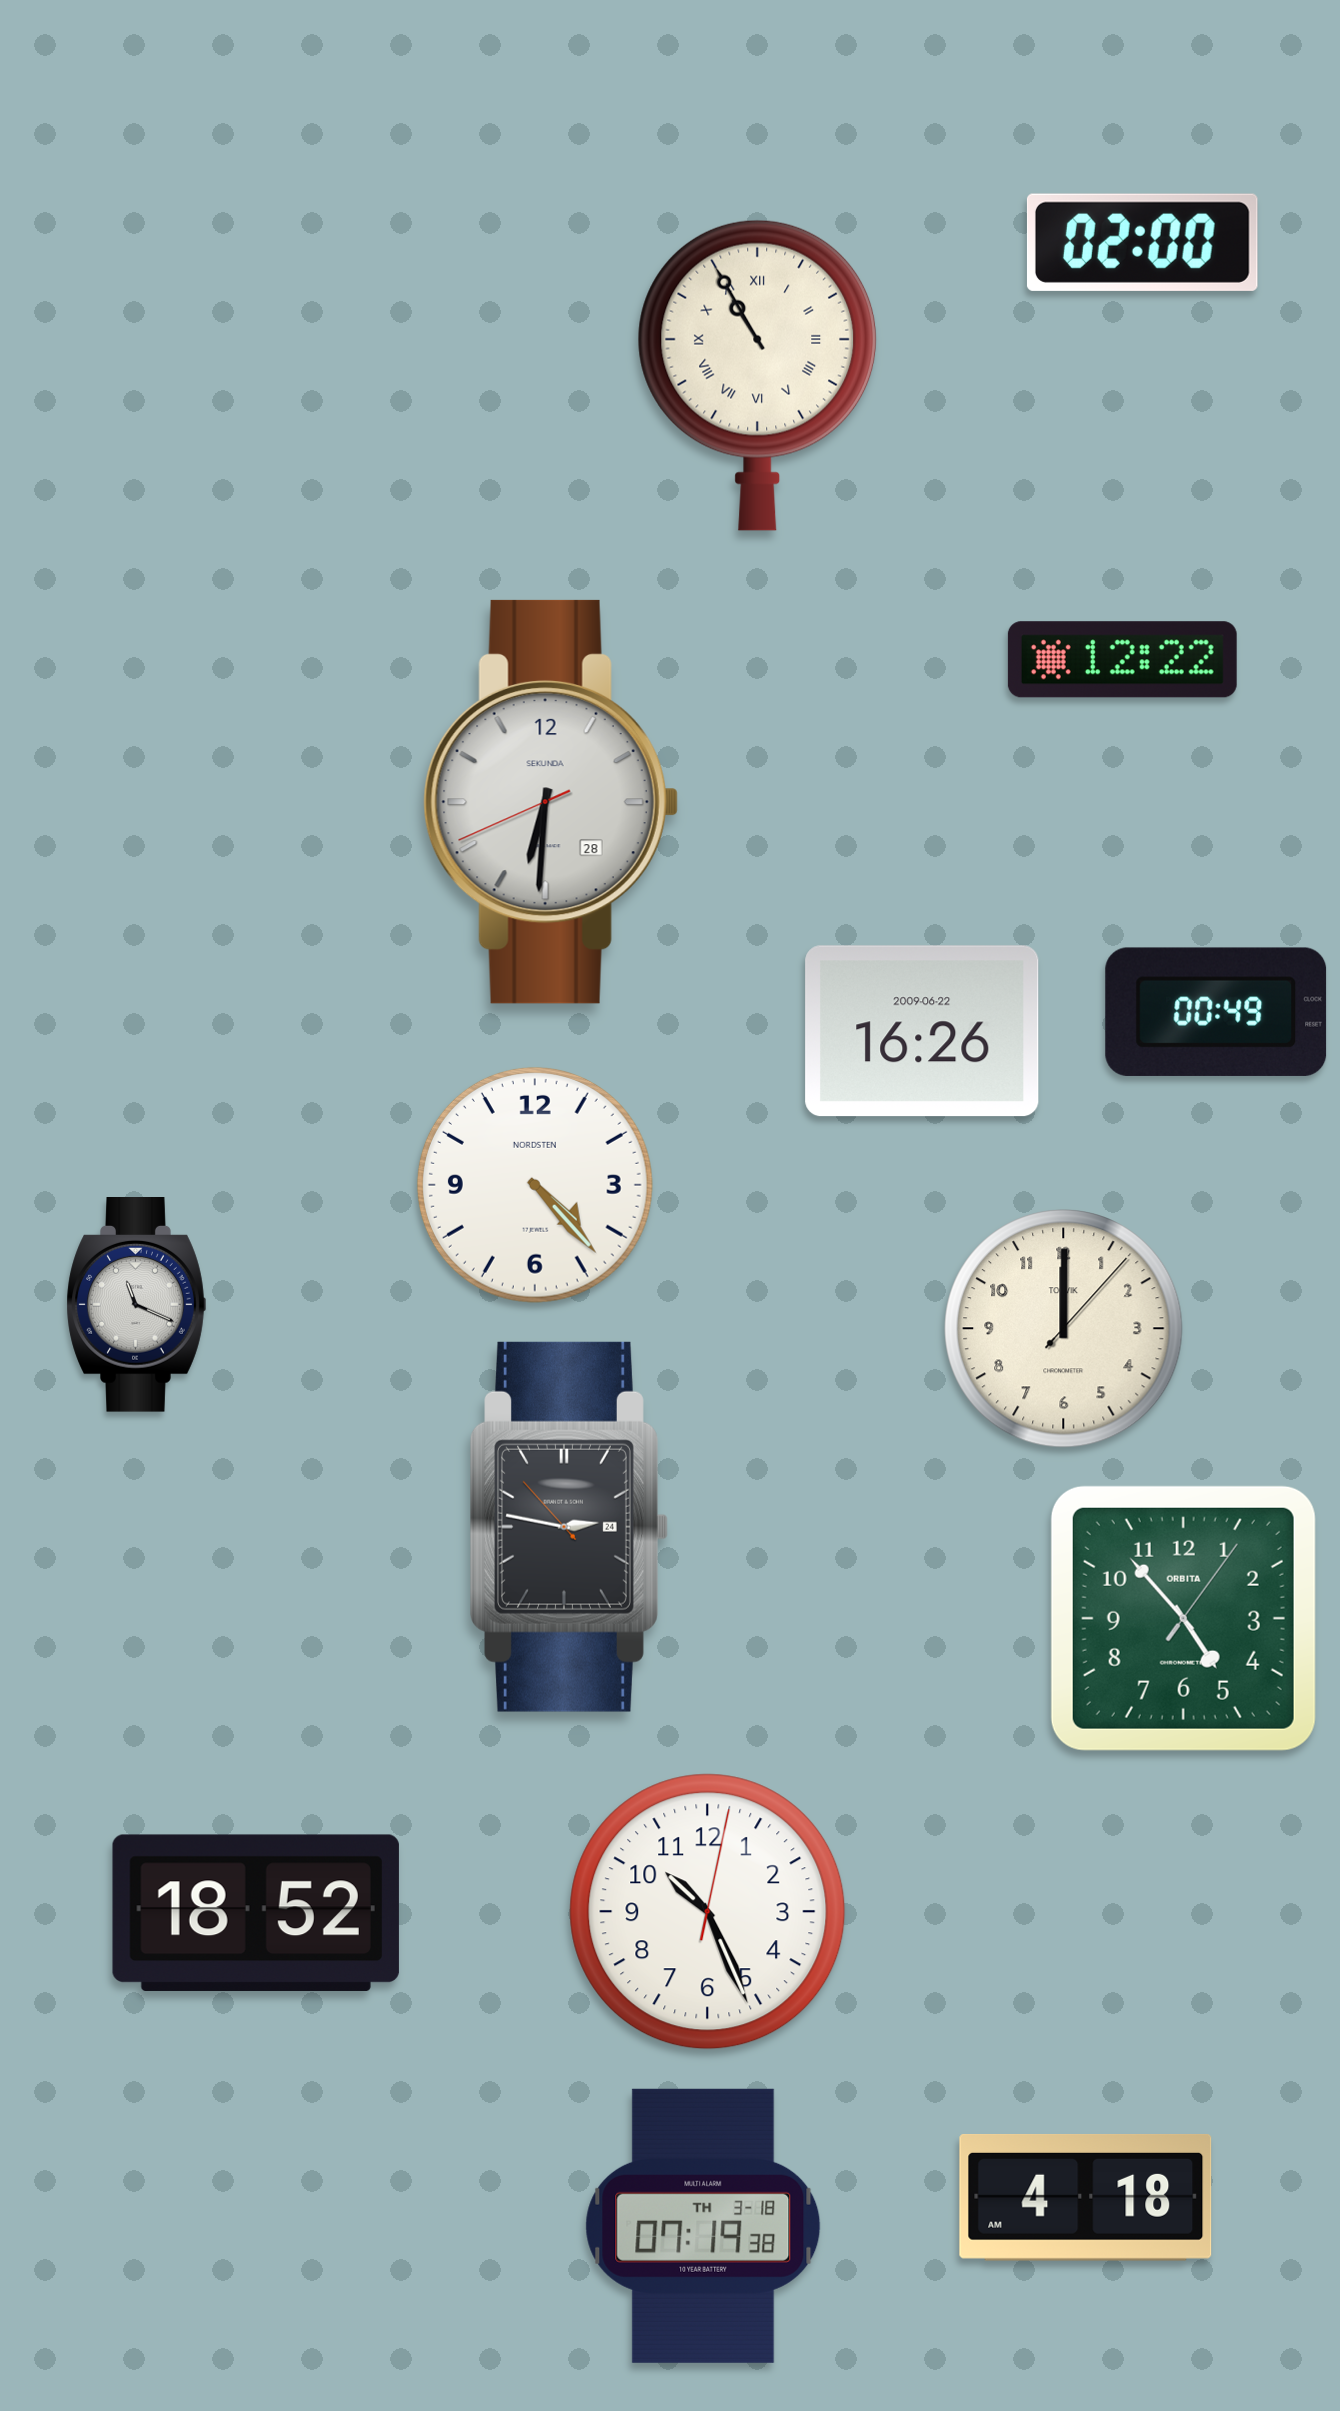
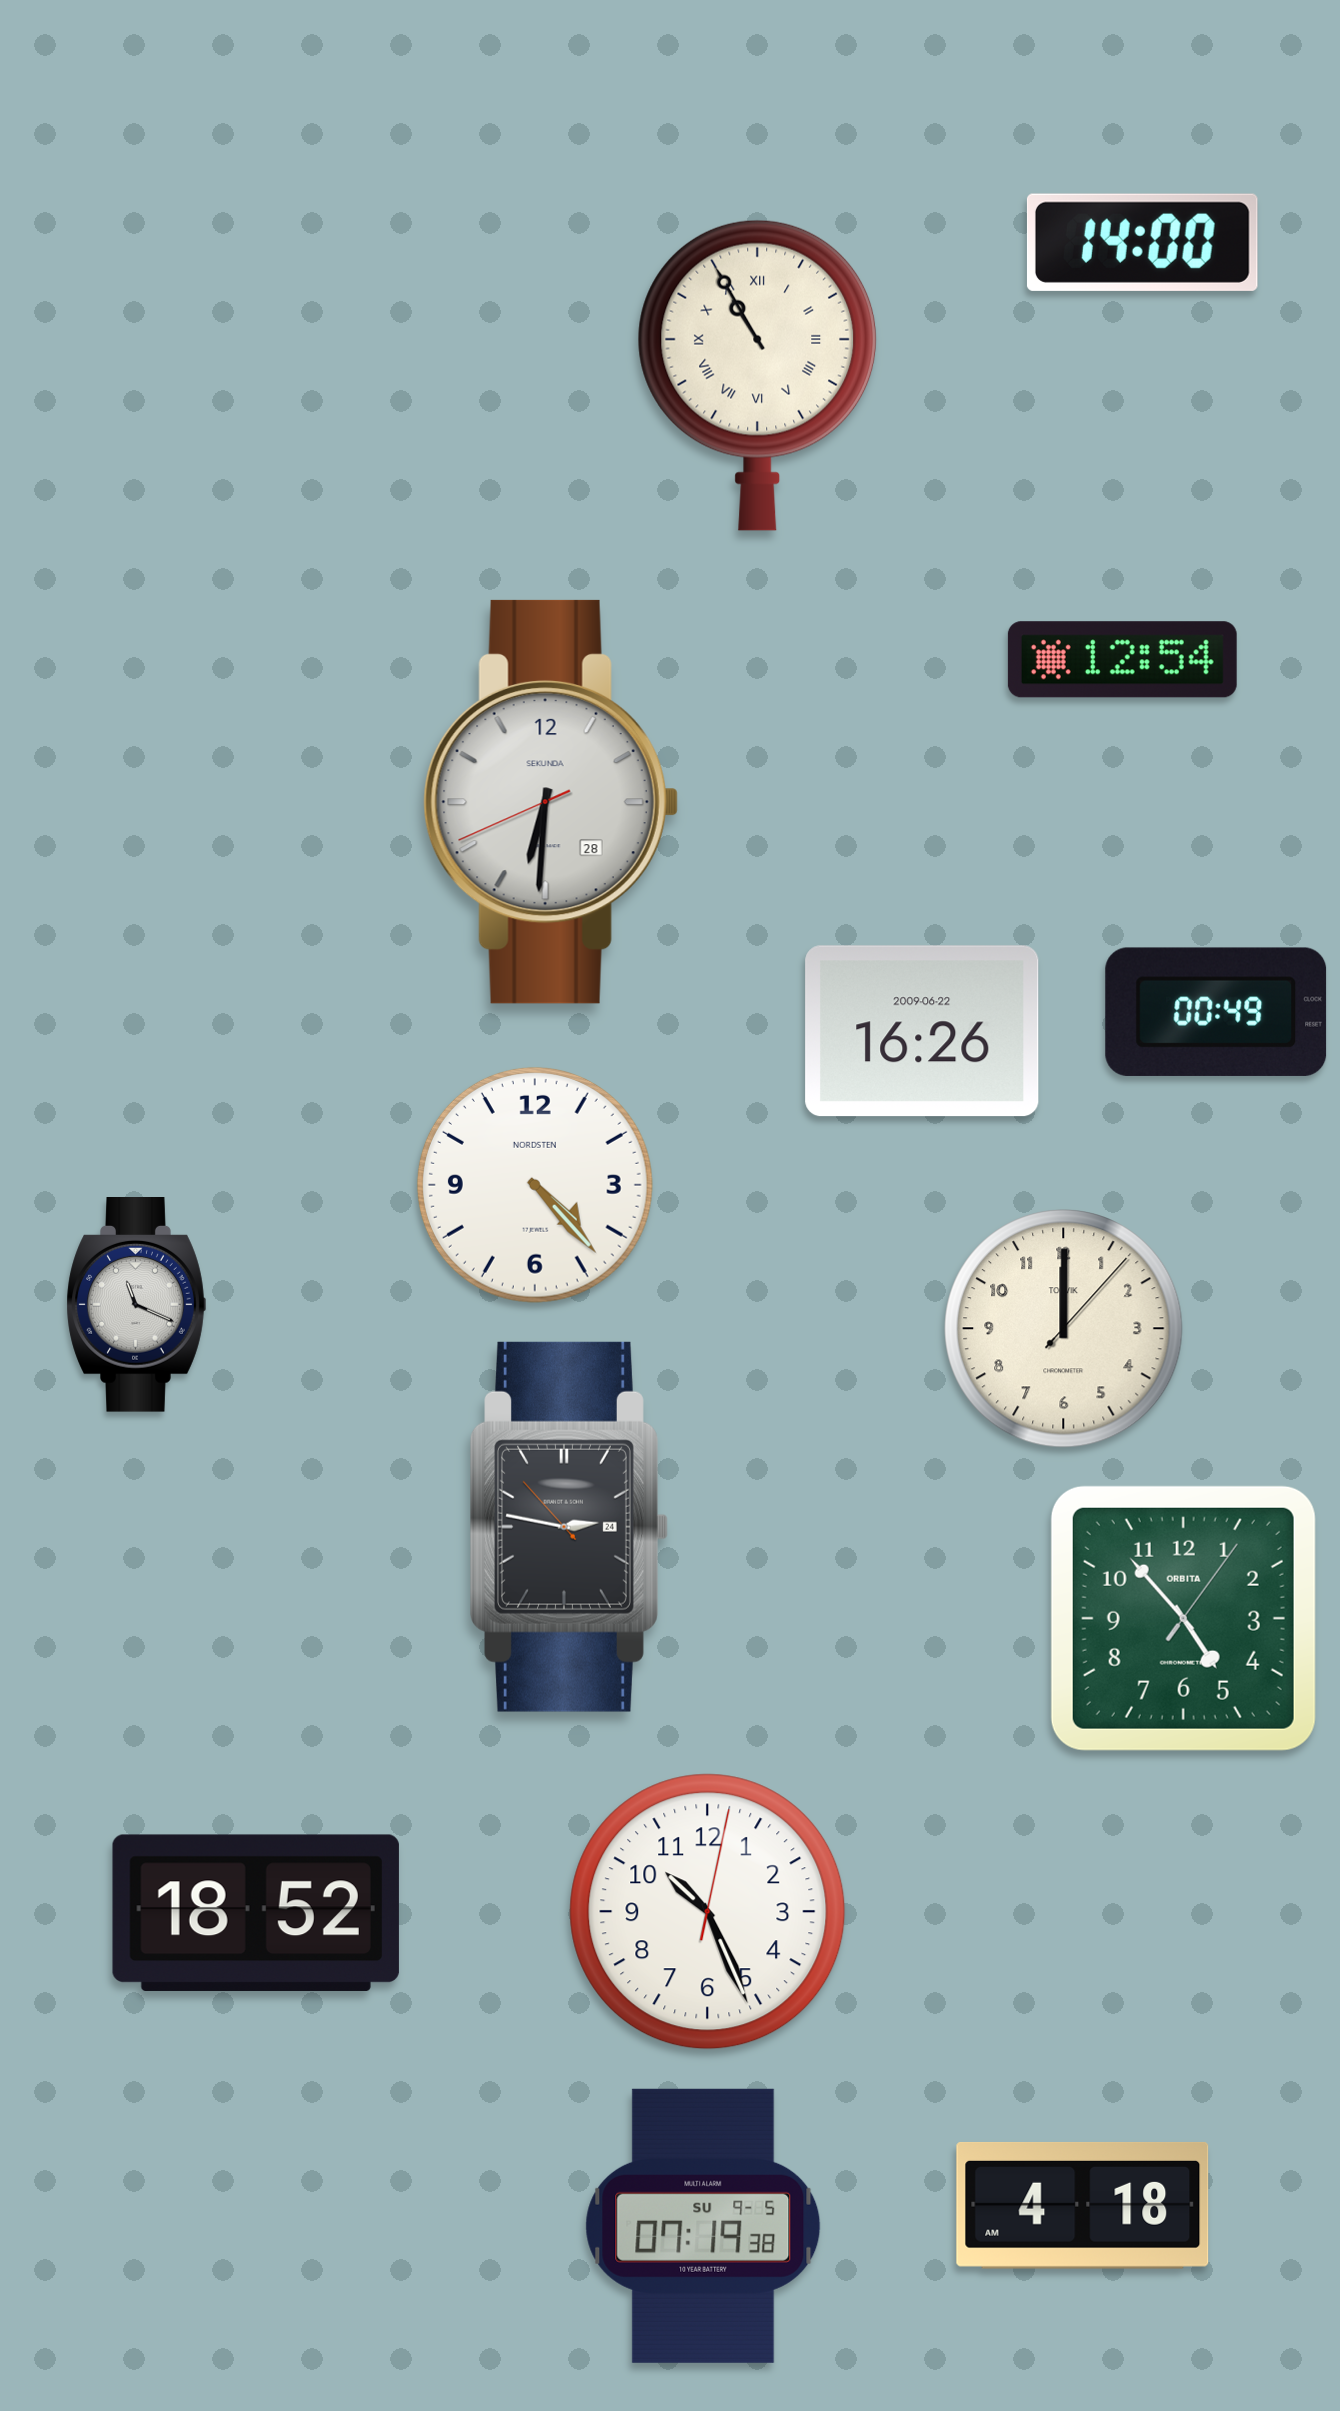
clock at (1142, 242): 02:00 -> 14:00
clock at (1122, 660): 12:22 -> 12:54
clock at (1086, 2197) position: (1086, 2197) -> (1083, 2205)
clock at (703, 2226) date: TH 3-18 -> SU 9-5
